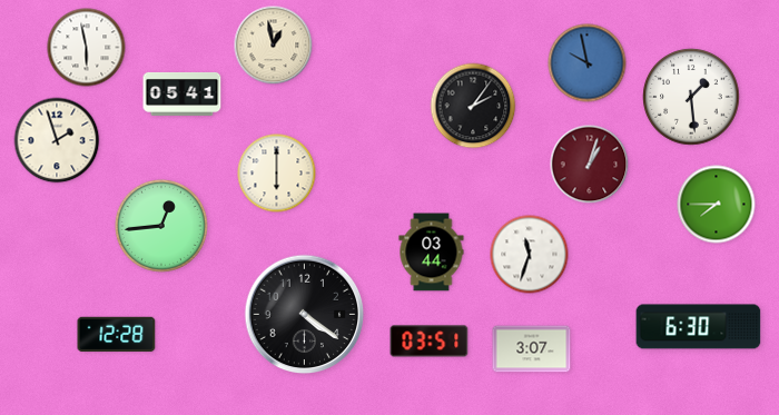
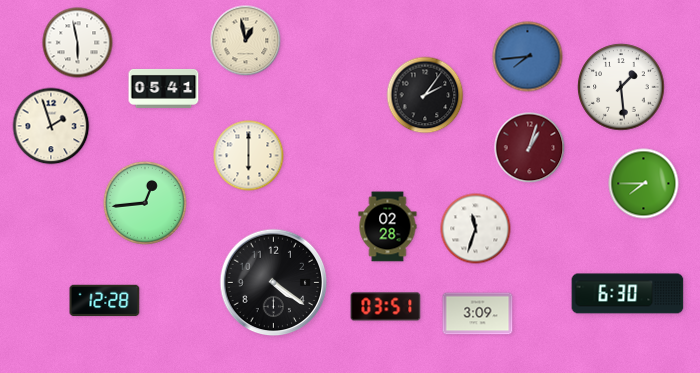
clock at (588, 63): 9:58 -> 7:44
clock at (183, 93) position: (183, 93) -> (164, 88)
clock at (432, 253): 03:44 -> 02:28
clock at (532, 349): 3:07 -> 3:09
